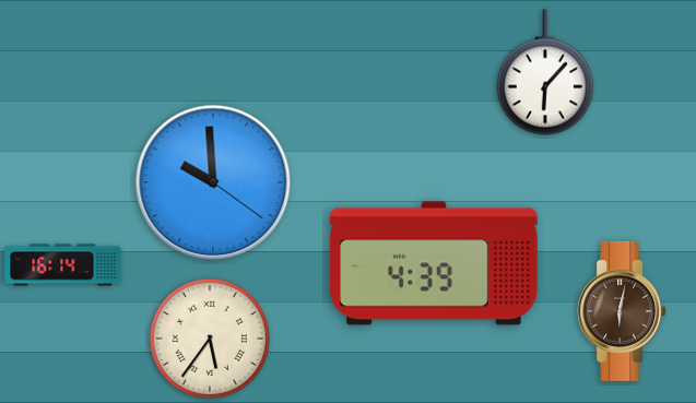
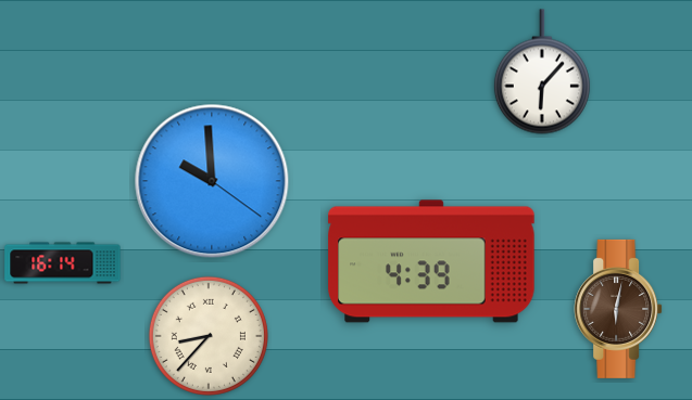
clock at (210, 339): 5:36 -> 8:37
